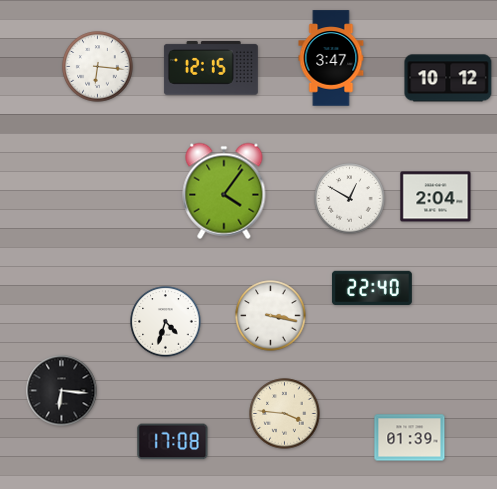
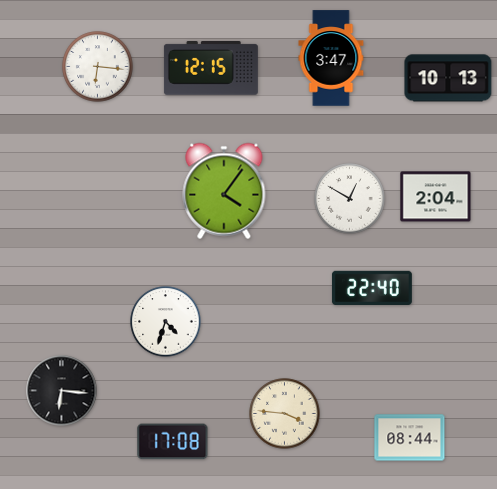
clock at (448, 78): 10:12 -> 10:13
clock at (271, 316): 3:17 -> none
clock at (410, 438): 01:39 -> 08:44
